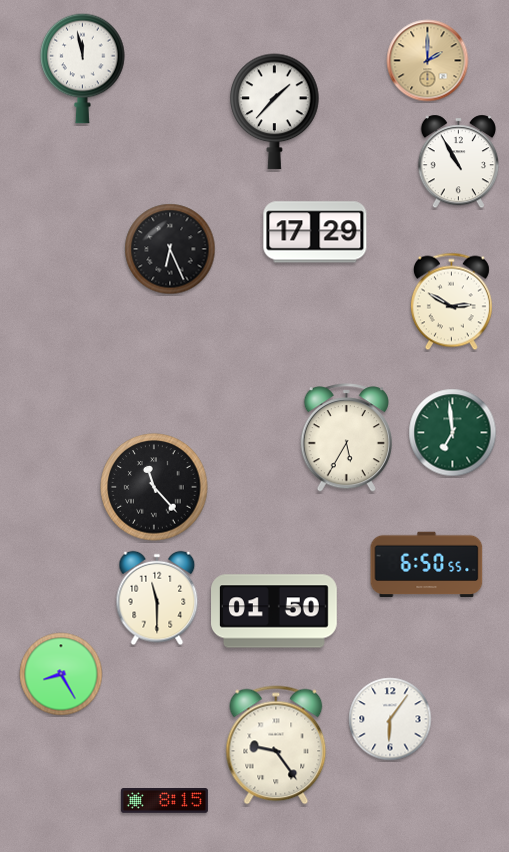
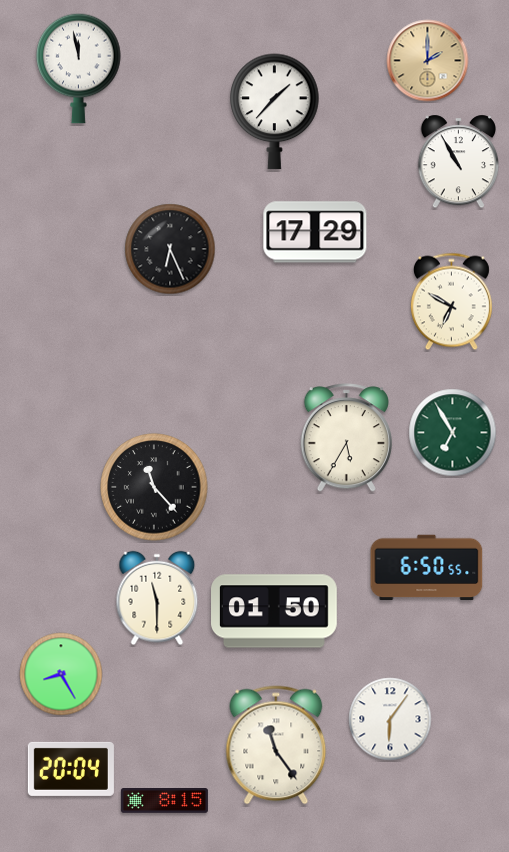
clock at (83, 68) position: (83, 68) -> (79, 68)
clock at (451, 302): 2:50 -> 6:50
clock at (453, 433): 6:59 -> 6:55
clock at (427, 565) position: (427, 565) -> (427, 568)
clock at (276, 745): 9:24 -> 11:24
clock at (71, 769): none -> 20:04
